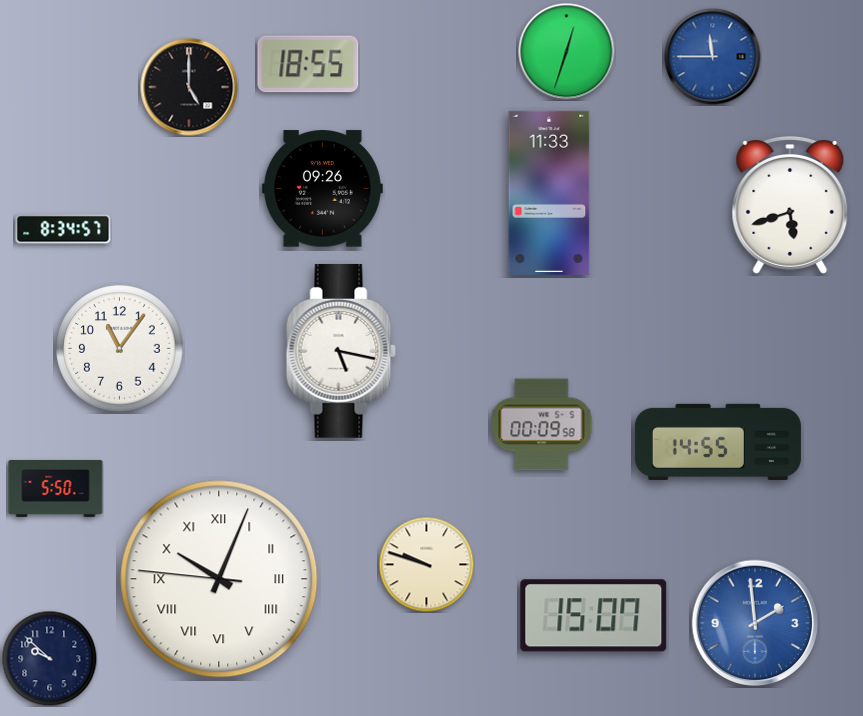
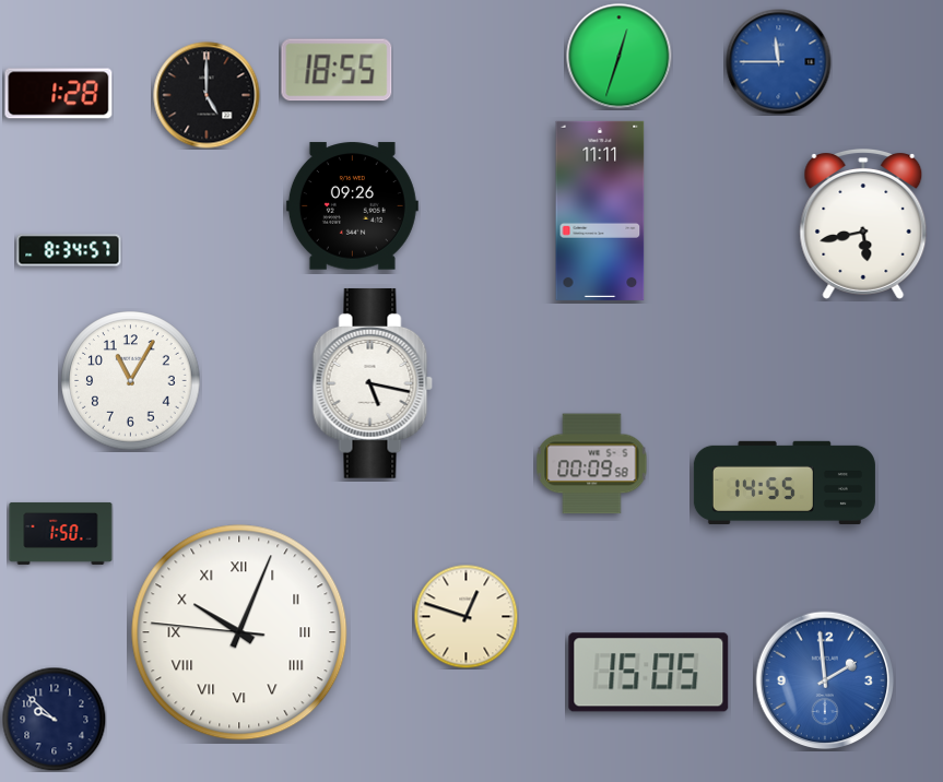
clock at (59, 94): none -> 1:28
clock at (549, 193): 11:33 -> 11:11
clock at (790, 206): 5:42 -> 5:43
clock at (120, 349): 11:06 -> 11:05
clock at (56, 488): 5:50 -> 1:50
clock at (426, 564): 9:48 -> 12:48
clock at (594, 616): 15:07 -> 15:05
